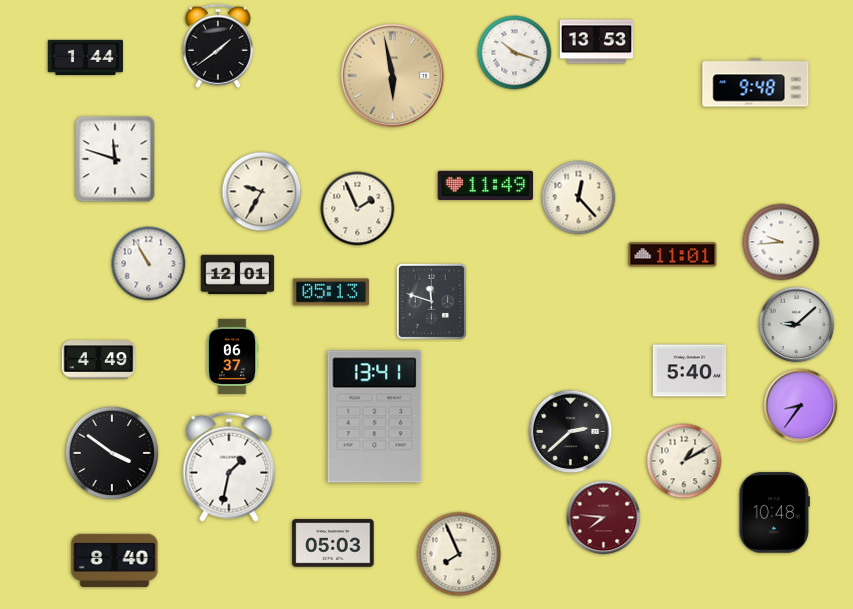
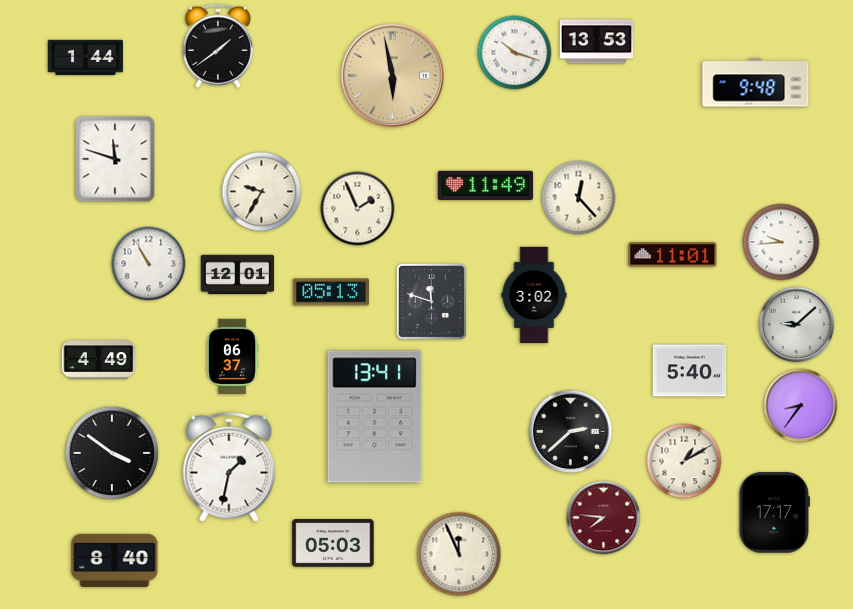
clock at (534, 295): none -> 3:02
clock at (774, 513): 10:48 -> 17:17
clock at (459, 554): 7:56 -> 11:56
